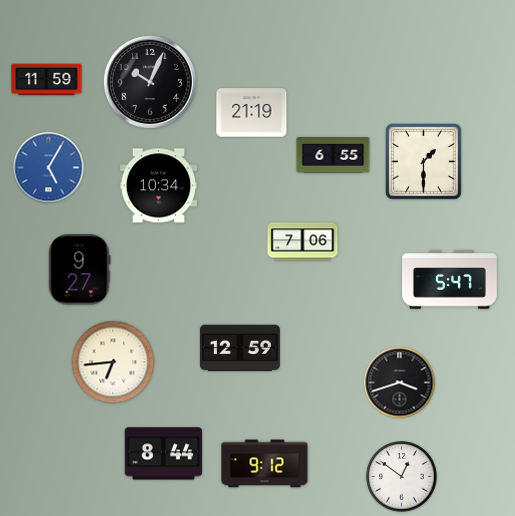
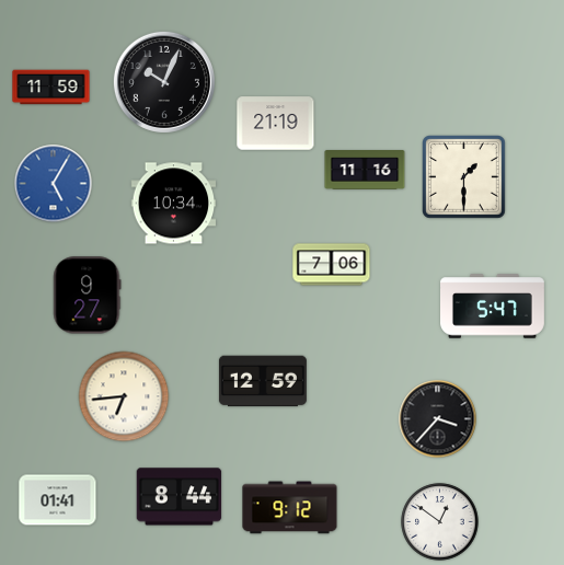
clock at (150, 82) position: (150, 82) -> (164, 82)
clock at (333, 156): 6:55 -> 11:16
clock at (400, 383): 3:42 -> 3:37
clock at (58, 500): none -> 01:41
